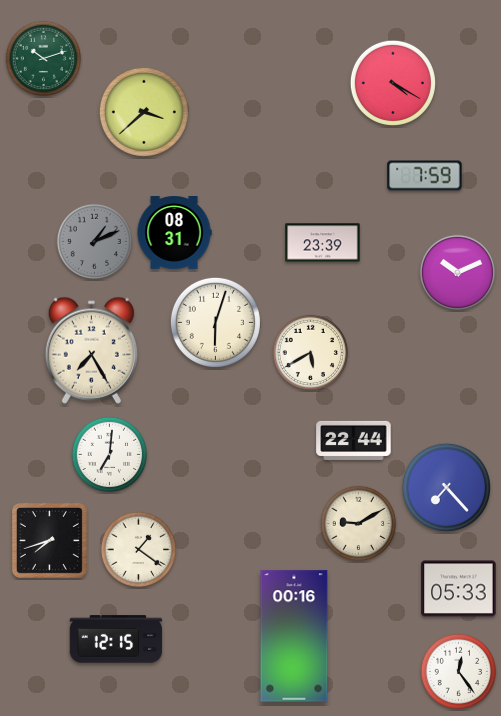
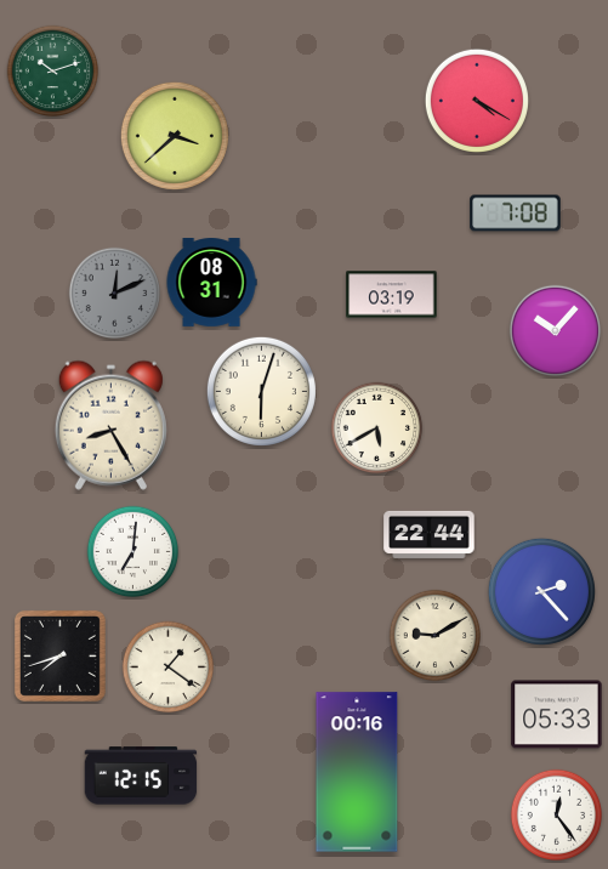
clock at (425, 176): 7:59 -> 7:08
clock at (95, 242): 1:11 -> 12:11
clock at (323, 243): 23:39 -> 03:19
clock at (458, 273): 10:11 -> 10:07
clock at (91, 350): 7:25 -> 8:25
clock at (446, 487): 7:23 -> 2:23
